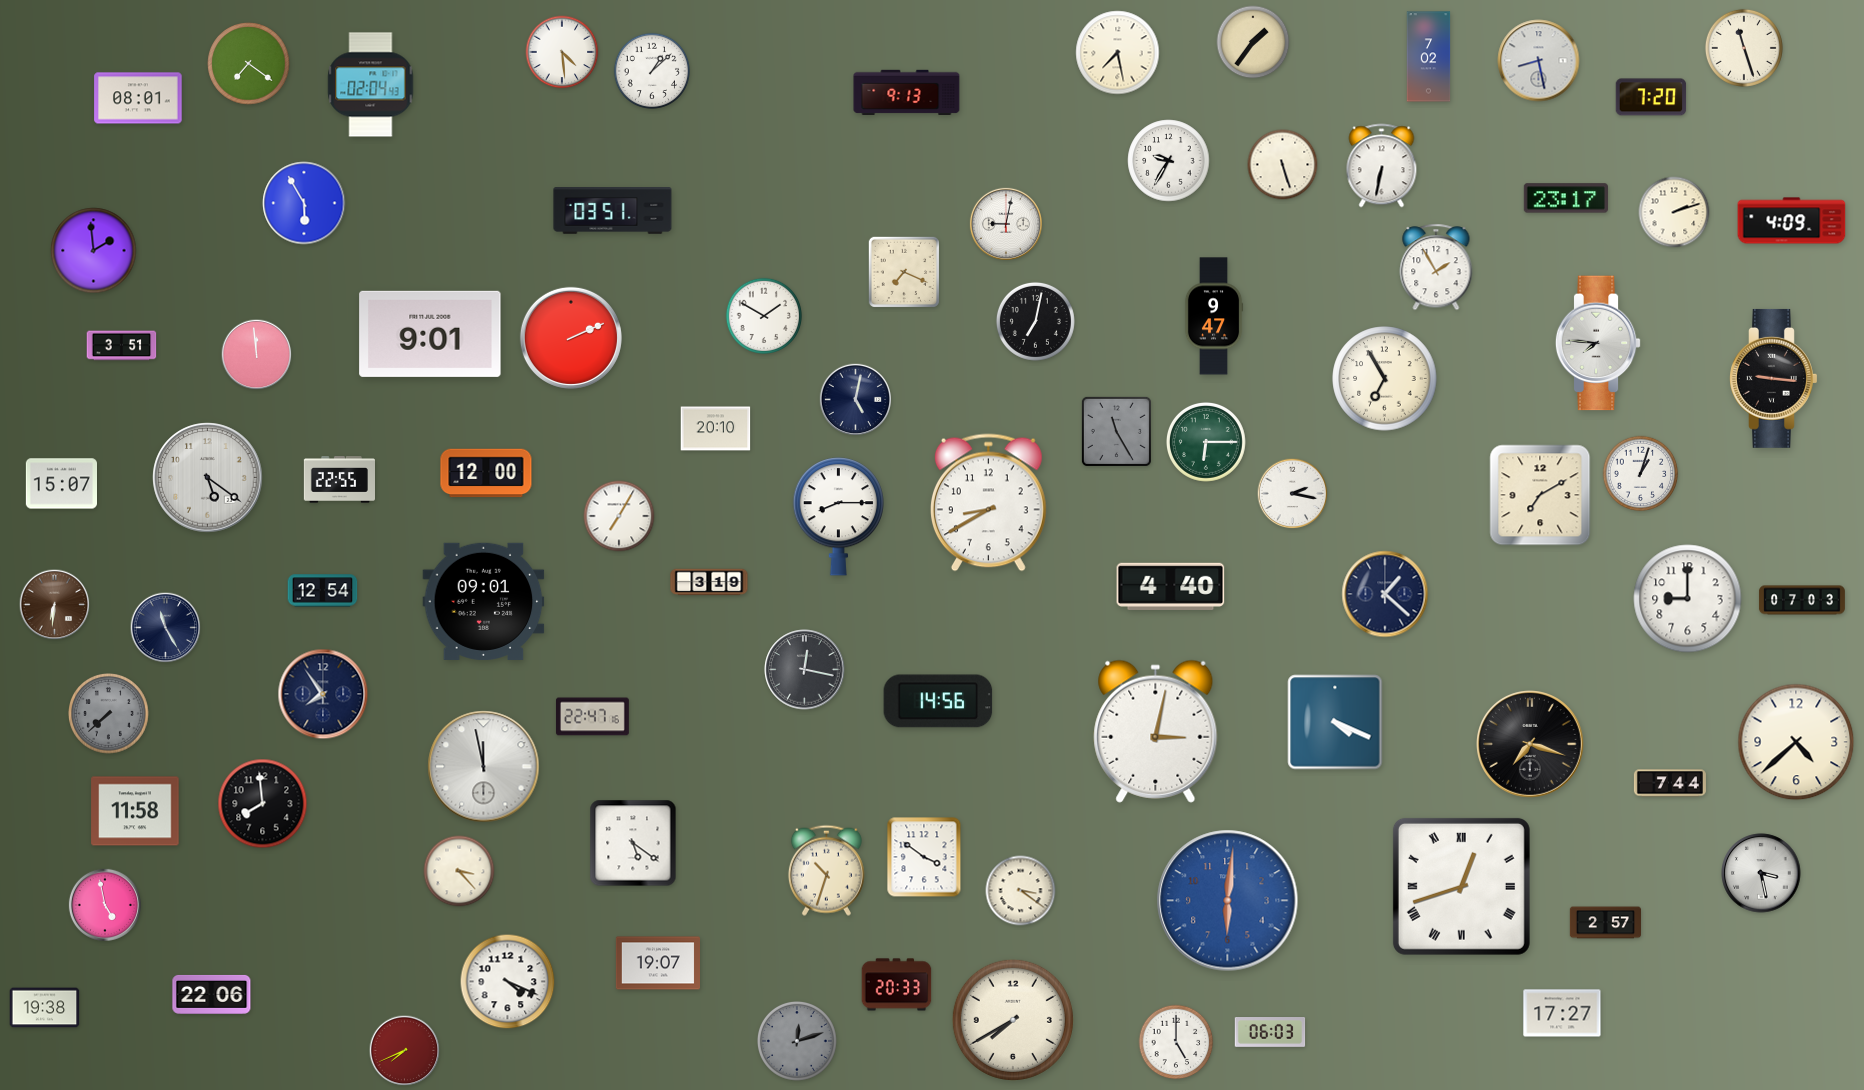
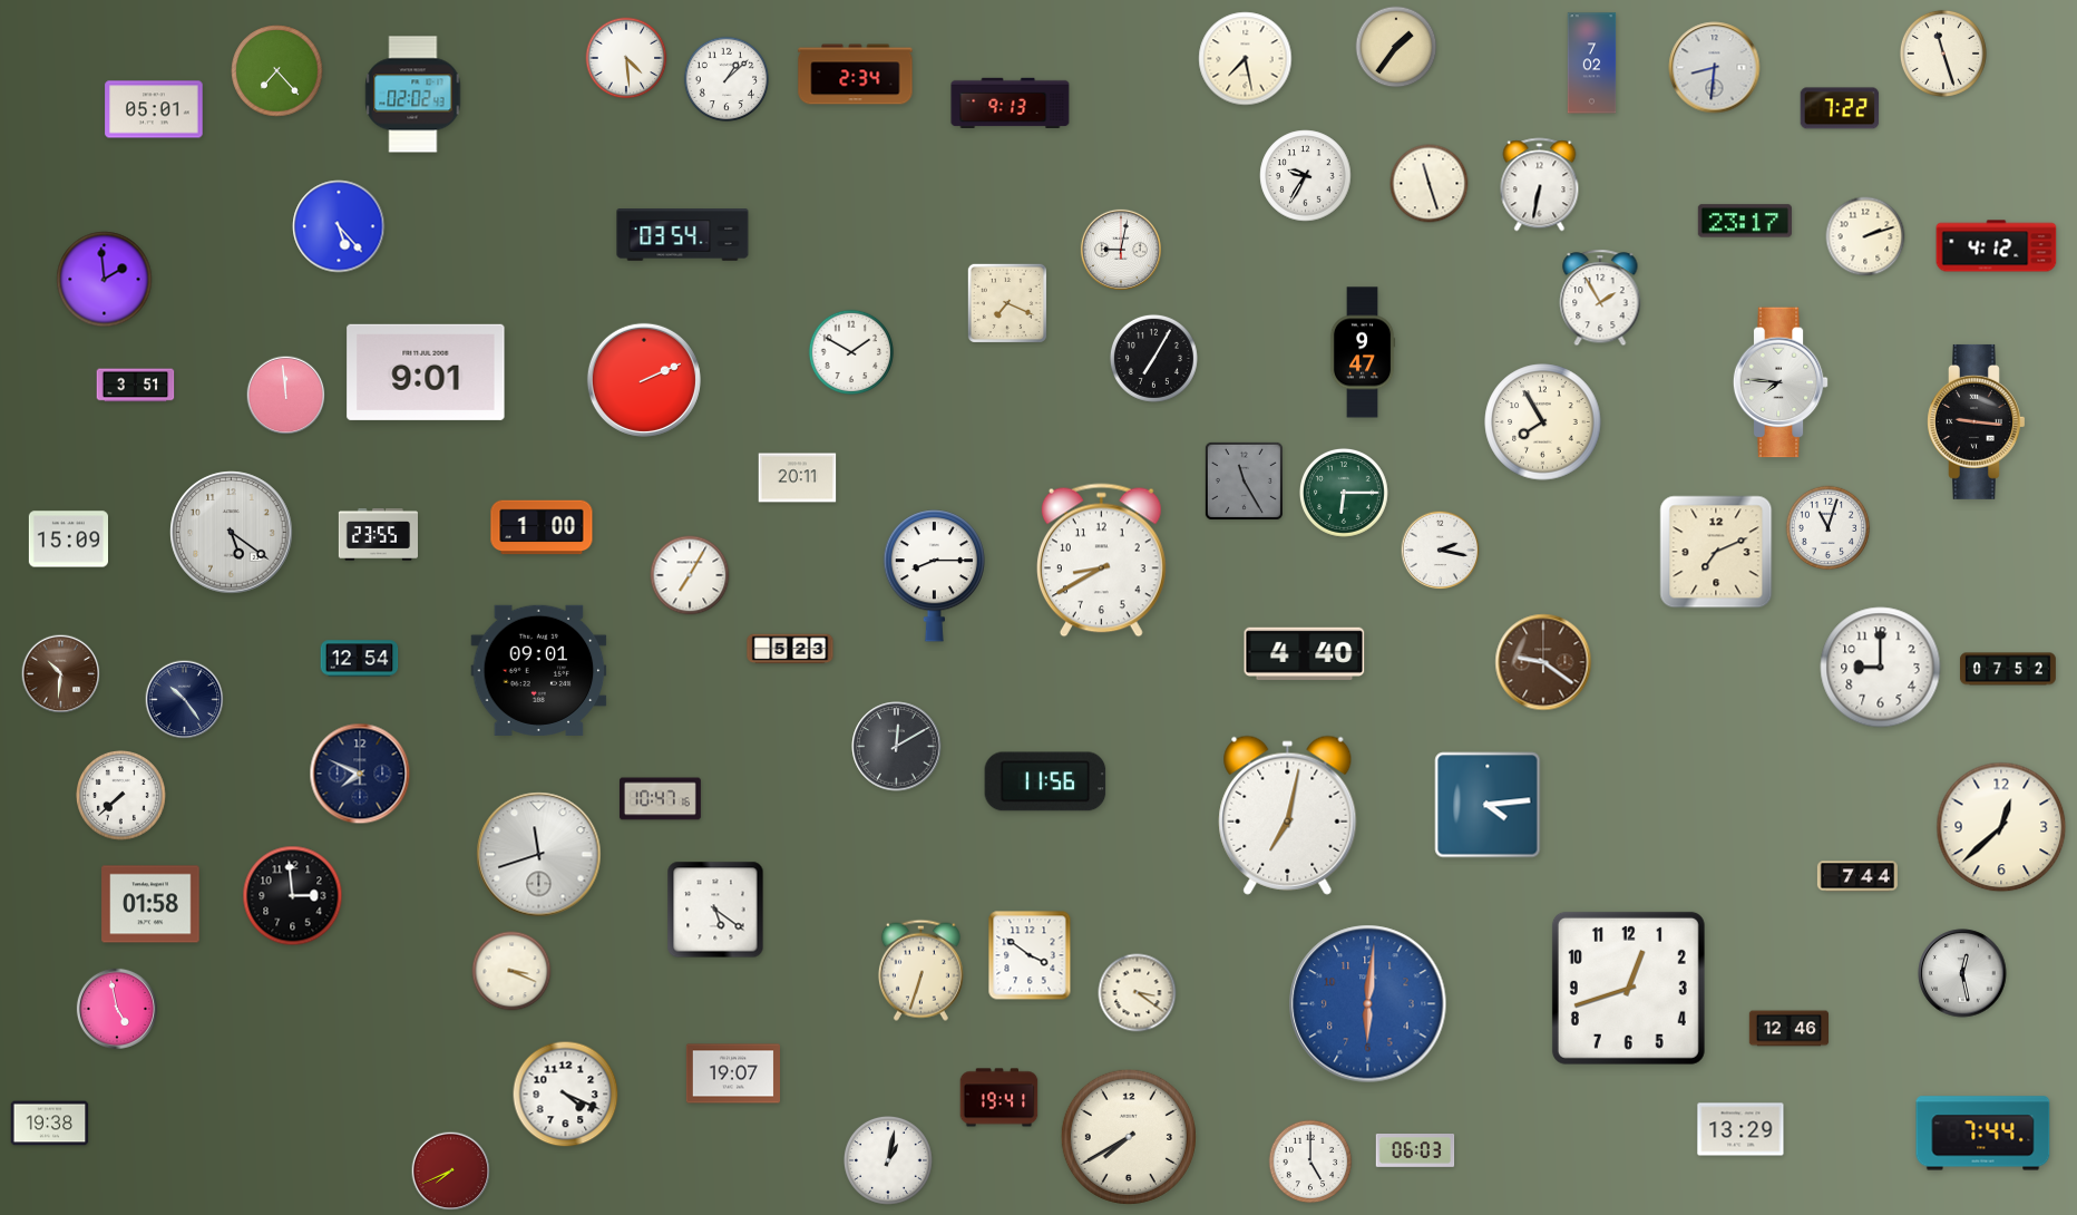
clock at (1539, 61): 8:28 -> 8:31
clock at (249, 64): 7:21 -> 7:23
clock at (856, 75): none -> 2:34
clock at (371, 85): 02:04 -> 02:02
clock at (1651, 97): 7:20 -> 7:22
clock at (138, 98): 08:01 -> 05:01
clock at (1169, 161) position: (1169, 161) -> (1306, 176)
clock at (1283, 165): 5:27 -> 11:27
clock at (304, 203): 5:55 -> 5:23
clock at (613, 211): 03:51 -> 03:54
clock at (1792, 221): 4:09 -> 4:12
clock at (1214, 316) position: (1214, 316) -> (1363, 352)
clock at (1035, 321): 7:02 -> 7:05
clock at (430, 334) position: (430, 334) -> (426, 372)
clock at (571, 338) position: (571, 338) -> (644, 380)
clock at (1385, 379): 6:55 -> 7:55
clock at (855, 399): 5:02 -> none
clock at (716, 429): 20:10 -> 20:11
clock at (486, 473): 12:00 -> 1:00
clock at (1641, 474): 1:03 -> 11:03
clock at (339, 480): 22:55 -> 23:55
clock at (61, 484): 15:07 -> 15:09
clock at (1540, 495): 7:10 -> 7:11
clock at (709, 582): 3:19 -> 5:23
clock at (1385, 594): 1:22 -> 9:21
clock at (1385, 594) dial: navy -> brown
clock at (1802, 600): 07:03 -> 07:52
clock at (55, 605): 6:31 -> 10:31
clock at (166, 628): 11:25 -> 10:24
clock at (805, 670): 12:17 -> 12:10
clock at (323, 694): 7:54 -> 7:49
clock at (938, 701): 14:56 -> 11:56
clock at (109, 714) dial: grey -> white
clock at (592, 717): 22:47 -> 10:47
clock at (1335, 722): 4:19 -> 4:14
clock at (1156, 731): 3:02 -> 7:02
clock at (1796, 742): 4:38 -> 12:38
clock at (1531, 745): 7:18 -> none
clock at (484, 767): 11:58 -> 11:42
clock at (1670, 783) position: (1670, 783) -> (1857, 876)
clock at (263, 804): 7:59 -> 2:59
clock at (135, 811): 11:58 -> 01:58
clock at (633, 843) position: (633, 843) -> (715, 910)
clock at (826, 870): 10:33 -> 6:33
clock at (459, 871): 3:23 -> 3:19
clock at (1761, 873): 3:28 -> 12:28
clock at (1461, 886) numerals: Roman -> Arabic
clock at (1605, 923): 2:57 -> 12:46
clock at (897, 985): 20:33 -> 19:41
clock at (212, 994): 22:06 -> none
clock at (1562, 1013): 17:27 -> 13:29
clock at (1983, 1134): none -> 7:44
clock at (797, 1041): 12:12 -> 1:02
clock at (797, 1041) dial: grey -> white
